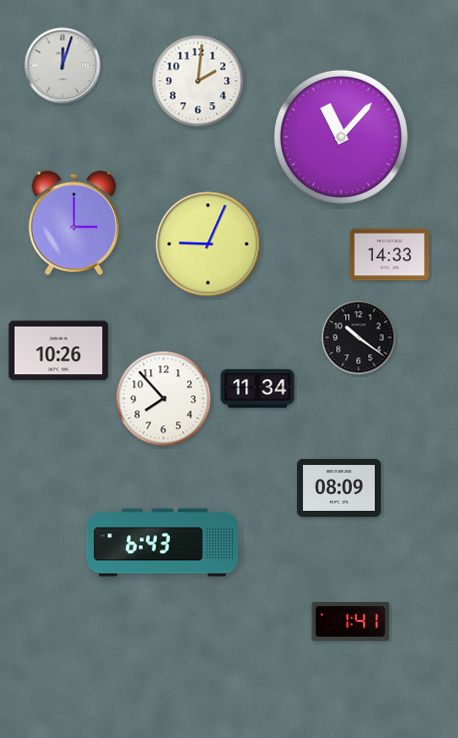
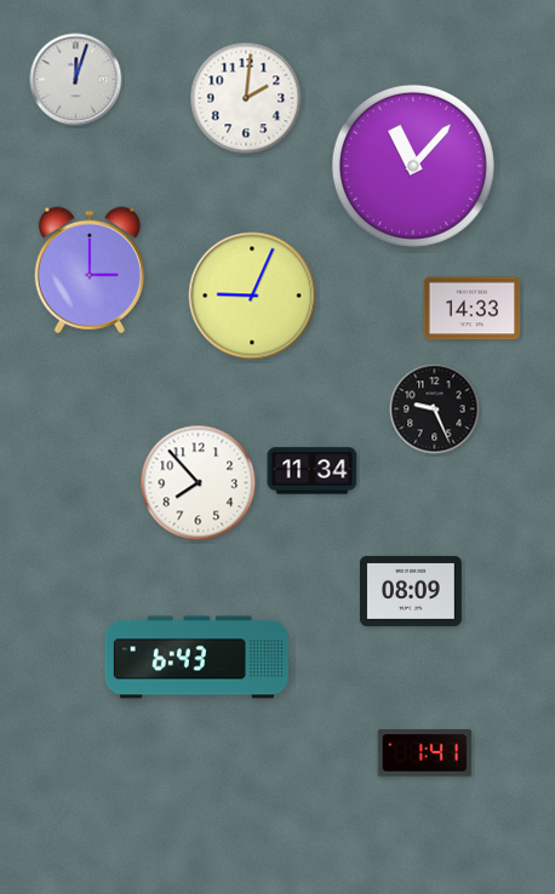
clock at (198, 81) position: (198, 81) -> (246, 98)
clock at (359, 338): 10:21 -> 9:26
clock at (59, 351): 10:26 -> none
